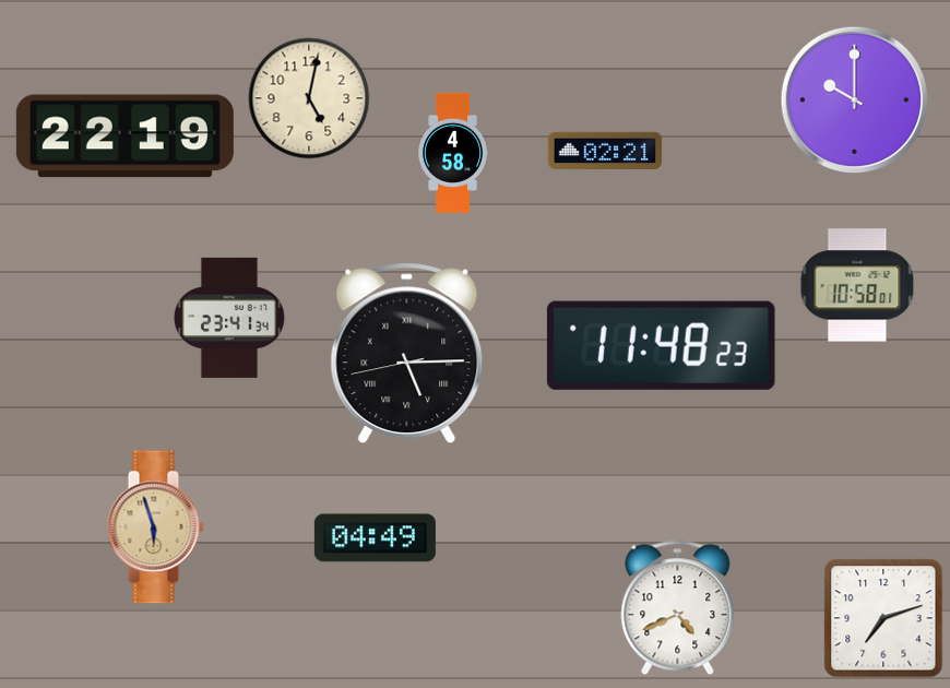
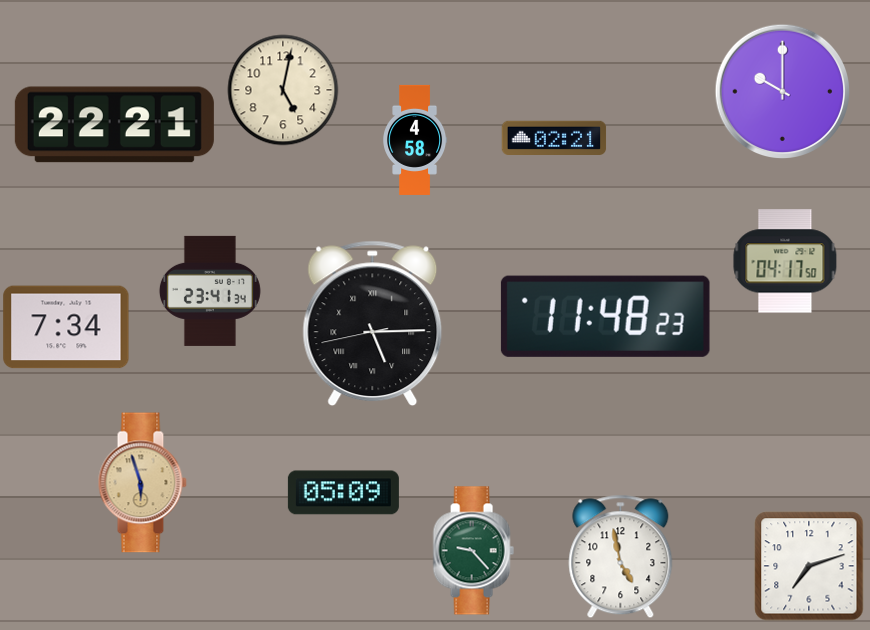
clock at (124, 137): 22:19 -> 22:21
clock at (857, 285): 10:58 -> 04:17
clock at (66, 327): none -> 7:34
clock at (375, 538): 04:49 -> 05:09
clock at (473, 551): none -> 9:23
clock at (678, 608): 4:41 -> 4:58
